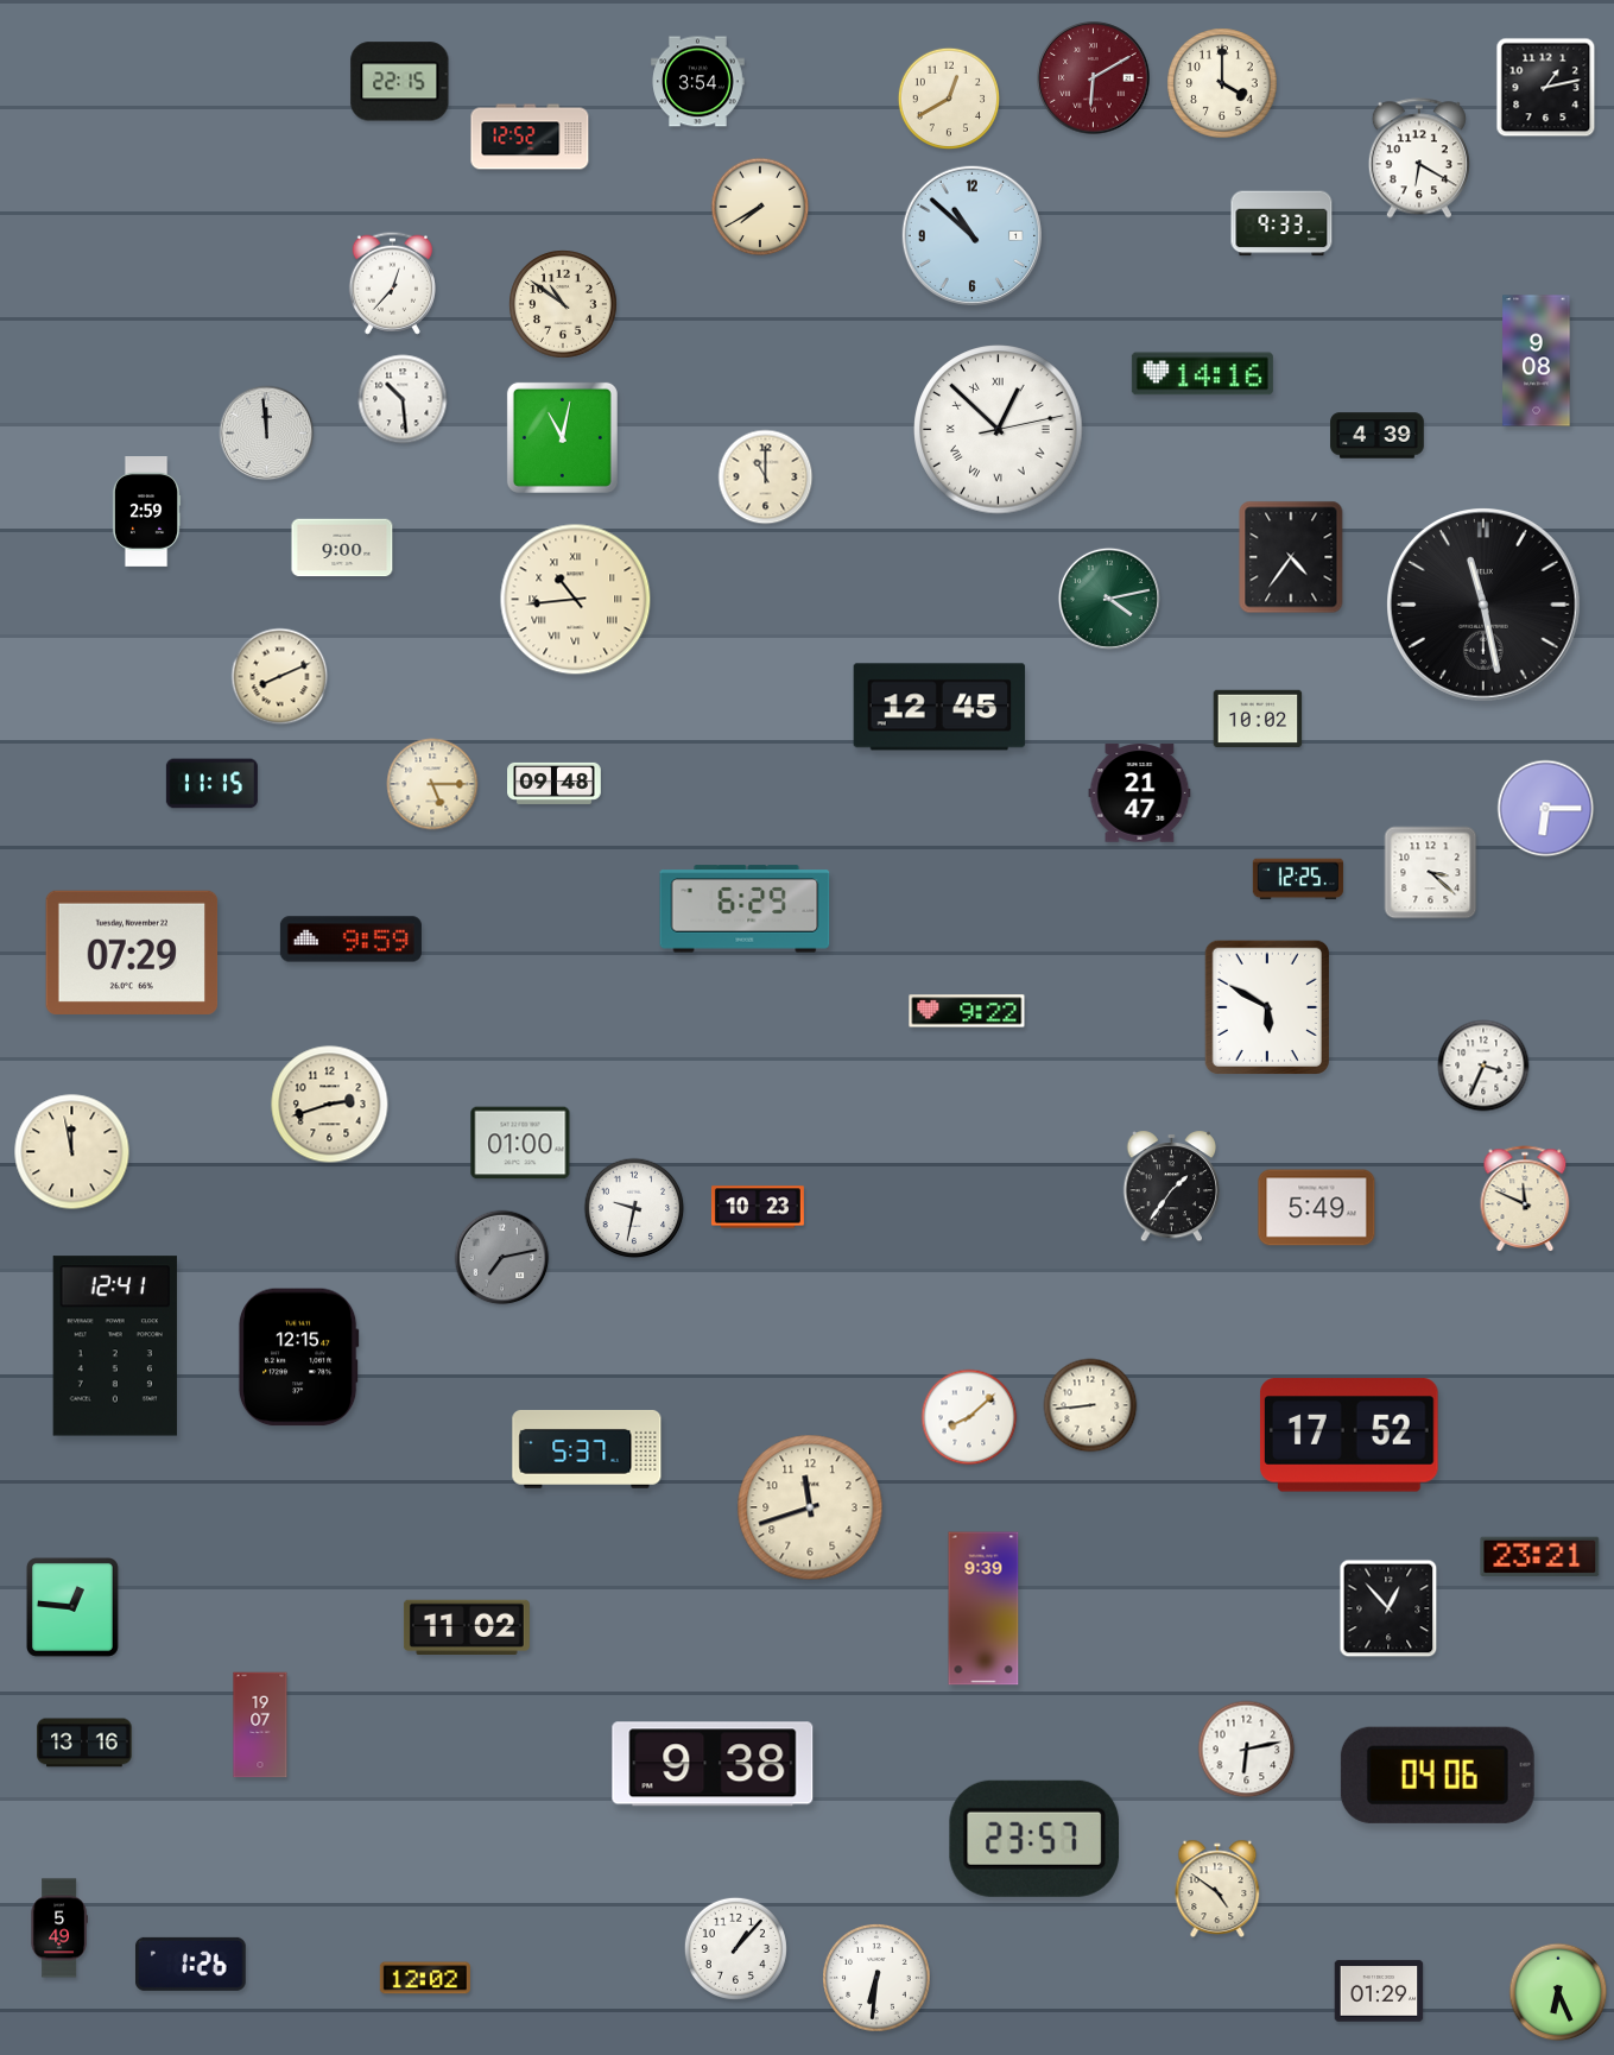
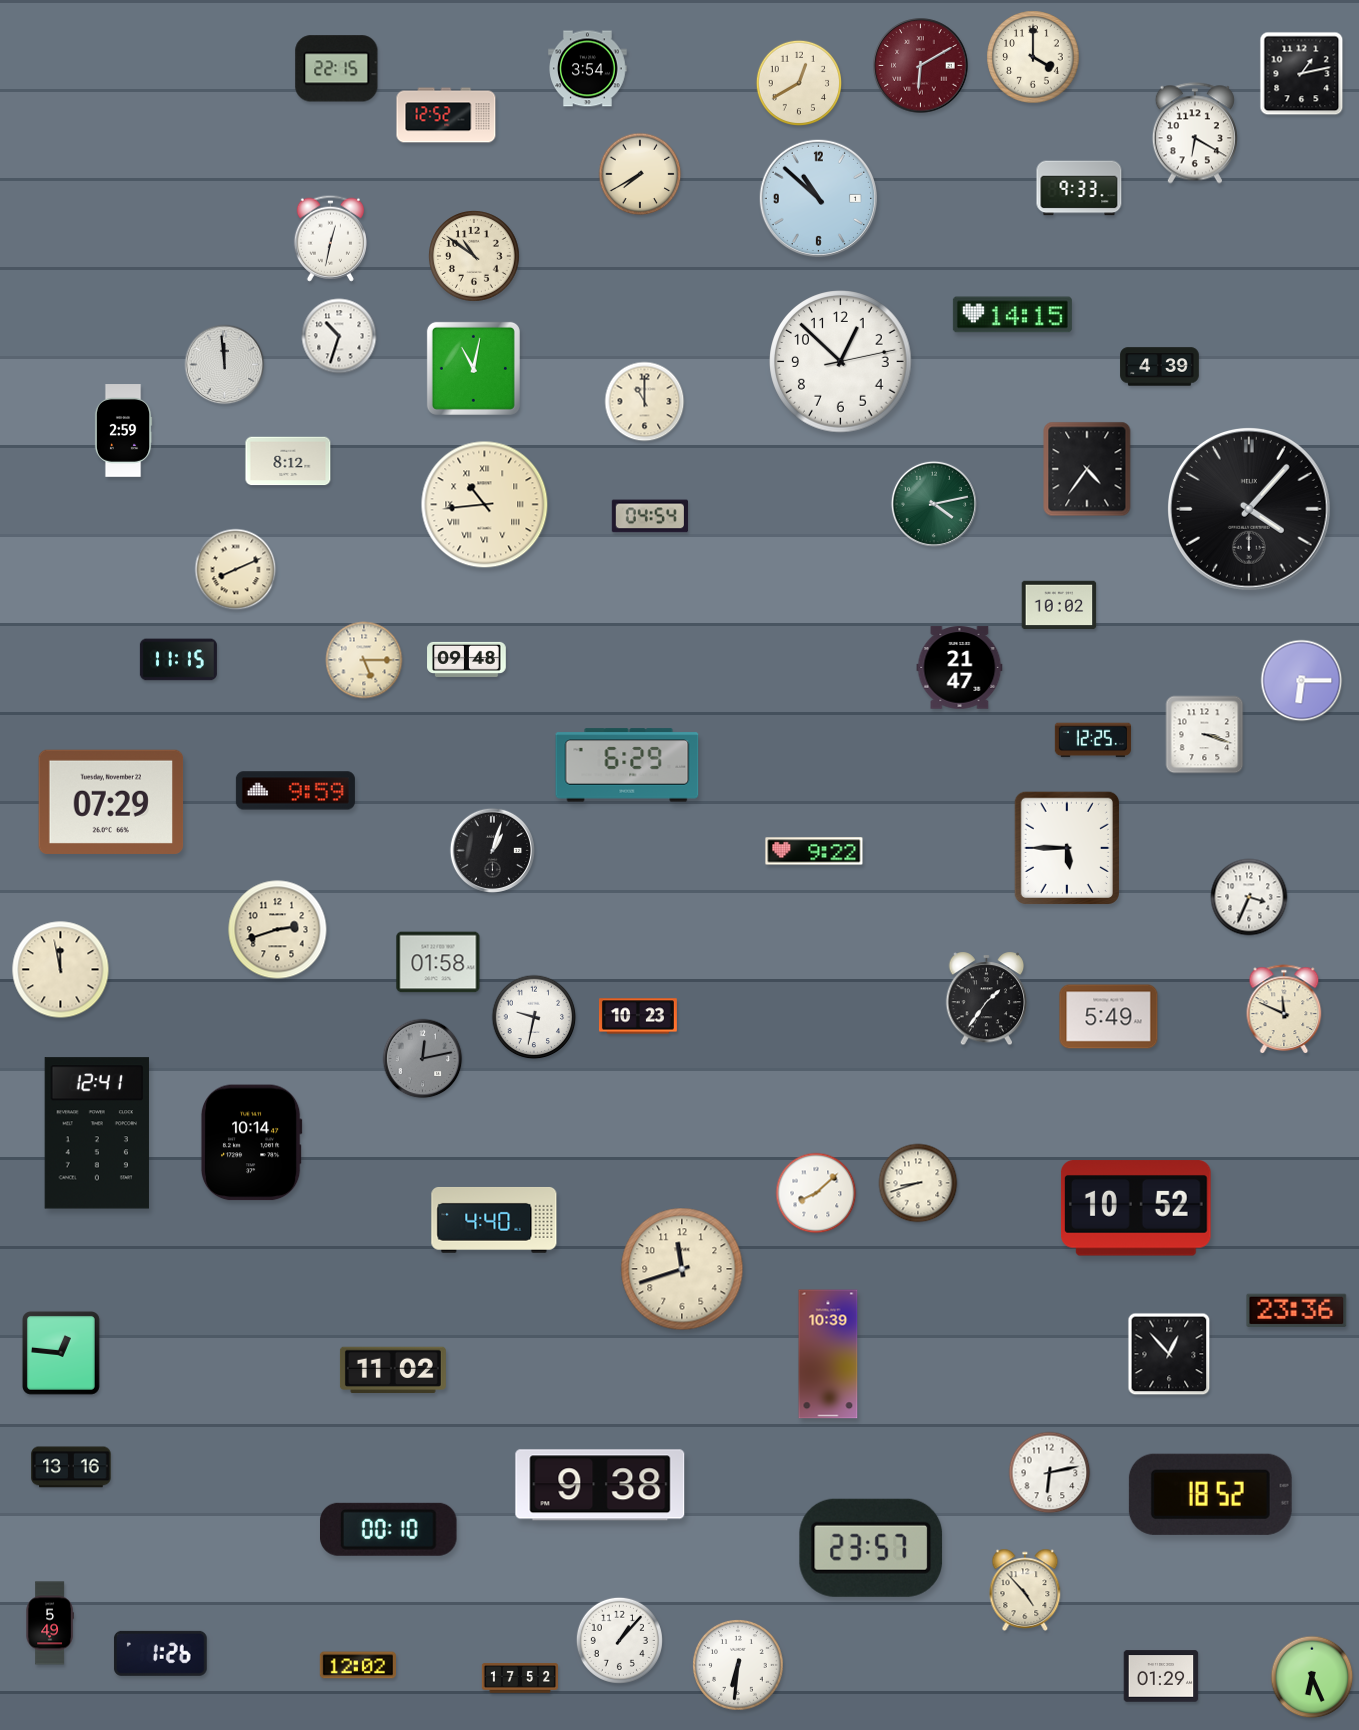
clock at (1222, 83) position: (1222, 83) -> (1033, 57)
clock at (392, 283): 12:37 -> 12:32
clock at (1537, 361): 9:08 -> none
clock at (1202, 374): 14:16 -> 14:15
clock at (403, 399): 10:29 -> 10:33
clock at (999, 430) numerals: Roman -> Arabic
clock at (342, 548): 9:00 -> 8:12
clock at (1485, 606): 11:28 -> 4:07
clock at (650, 516): none -> 04:54
clock at (939, 707): 12:45 -> none
clock at (1431, 873): 3:22 -> 3:18
clock at (1267, 1007): 5:50 -> 5:45
clock at (492, 850): none -> 1:03
clock at (520, 1143): 01:00 -> 01:58
clock at (502, 1258): 7:13 -> 12:13
clock at (298, 1358): 12:15 -> 10:14
clock at (1090, 1405): 8:44 -> 8:42
clock at (1349, 1435): 17:52 -> 10:52
clock at (587, 1449): 5:37 -> 4:40
clock at (1540, 1556): 23:21 -> 23:36
clock at (983, 1608): 9:39 -> 10:39
clock at (260, 1725): 19:07 -> none
clock at (1437, 1775): 04:06 -> 18:52
clock at (389, 1529): none -> 00:10
clock at (1217, 1888): 4:51 -> 4:53
clock at (519, 1678): none -> 17:52
